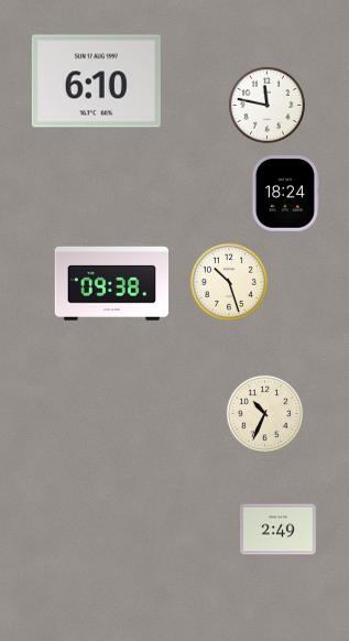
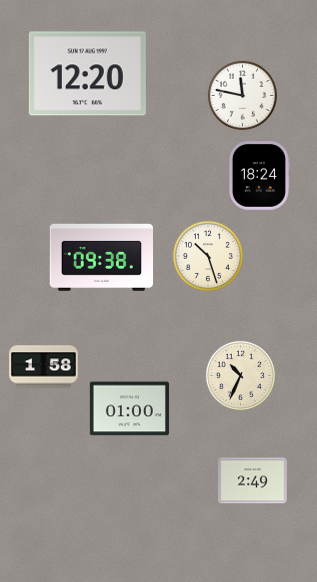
clock at (96, 82): 6:10 -> 12:20
clock at (44, 367): none -> 1:58
clock at (129, 409): none -> 01:00
